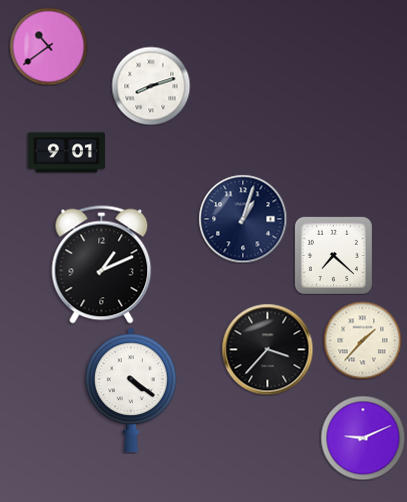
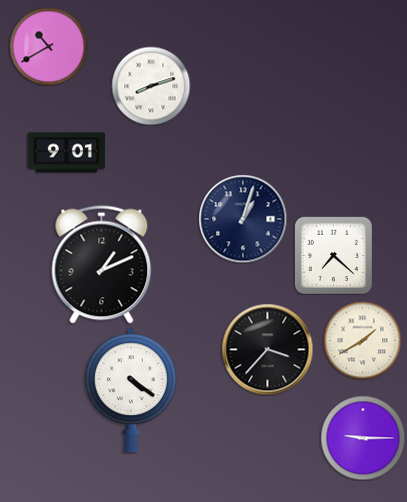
clock at (48, 46): 10:39 -> 10:40
clock at (362, 340): 1:37 -> 1:40
clock at (363, 438): 9:11 -> 9:15
